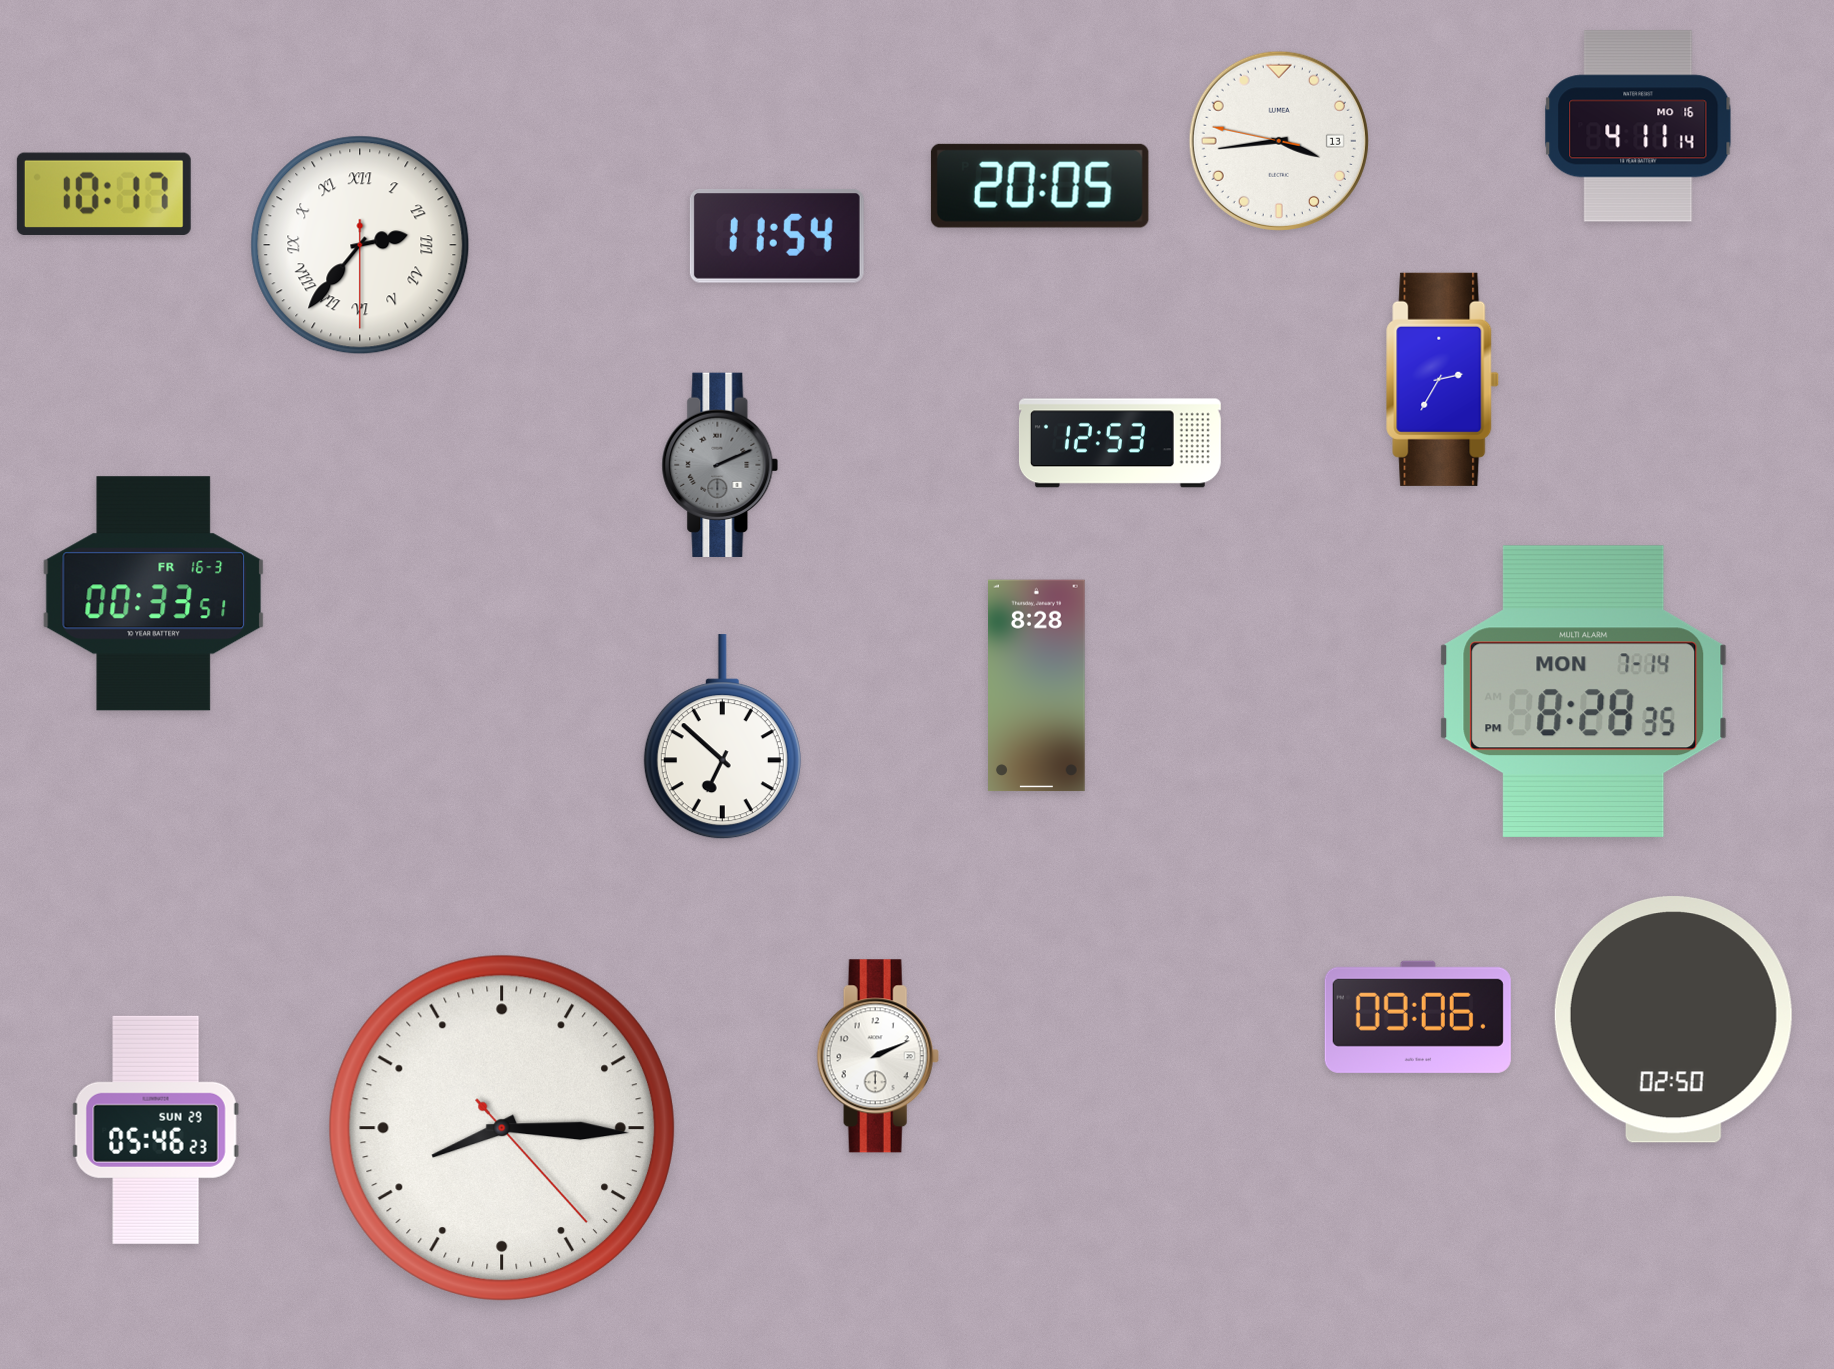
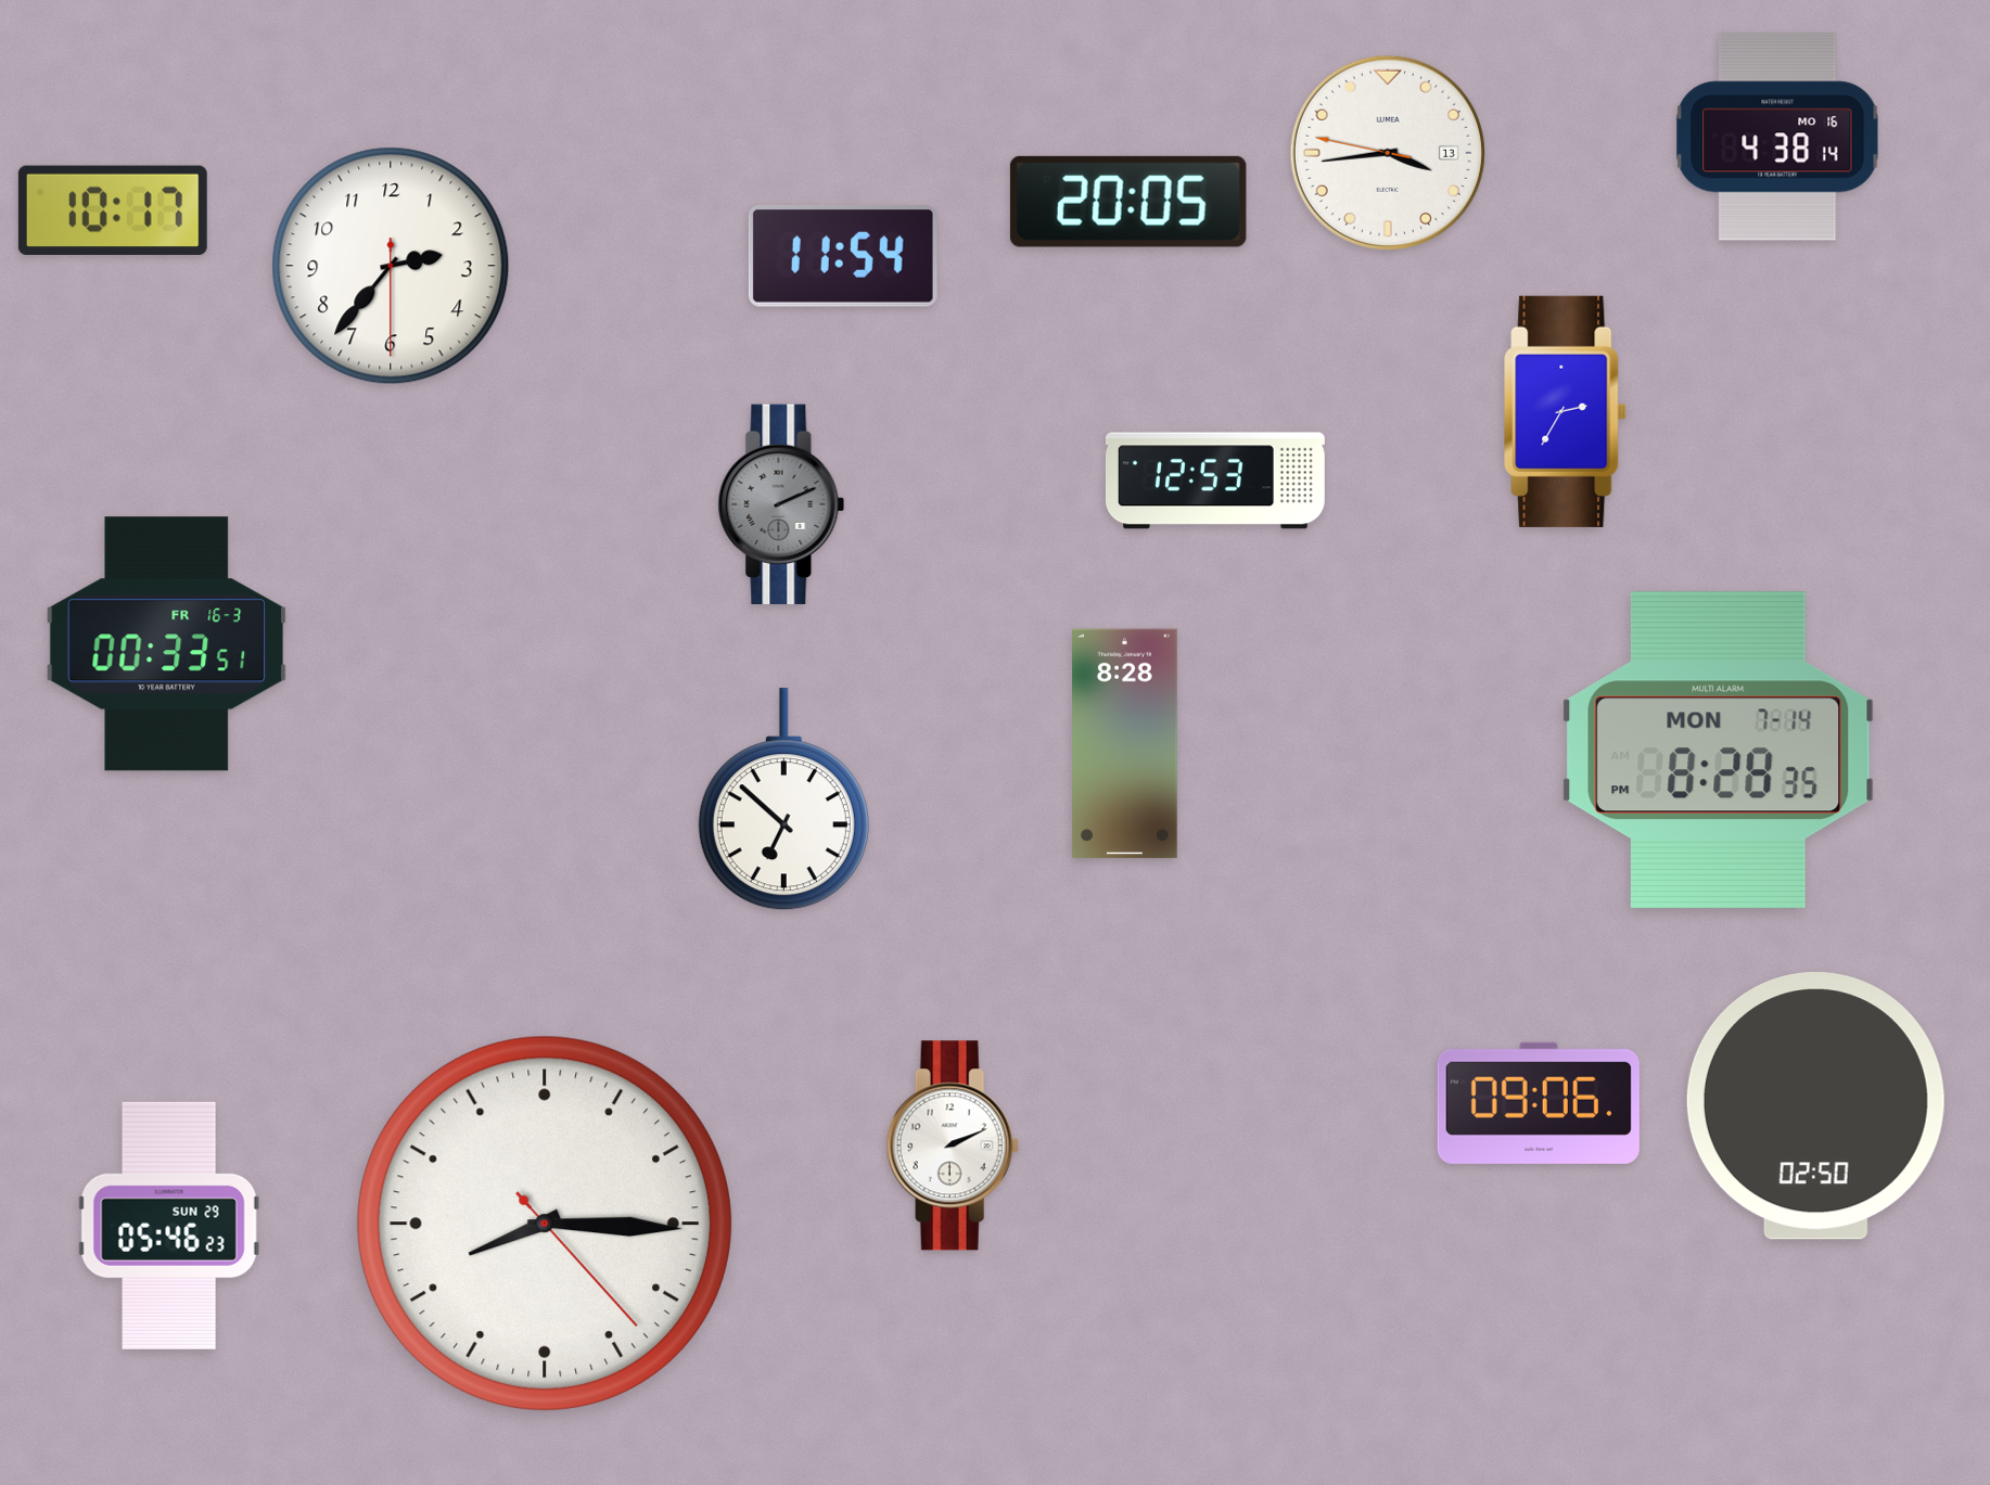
clock at (1638, 126): 4:11 -> 4:38
clock at (360, 245) numerals: Roman -> Arabic
